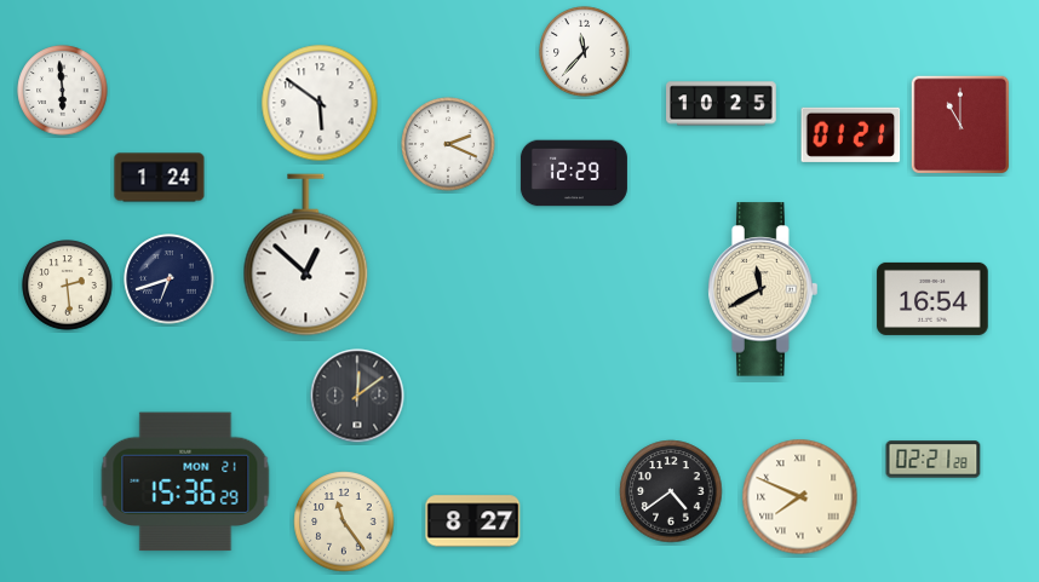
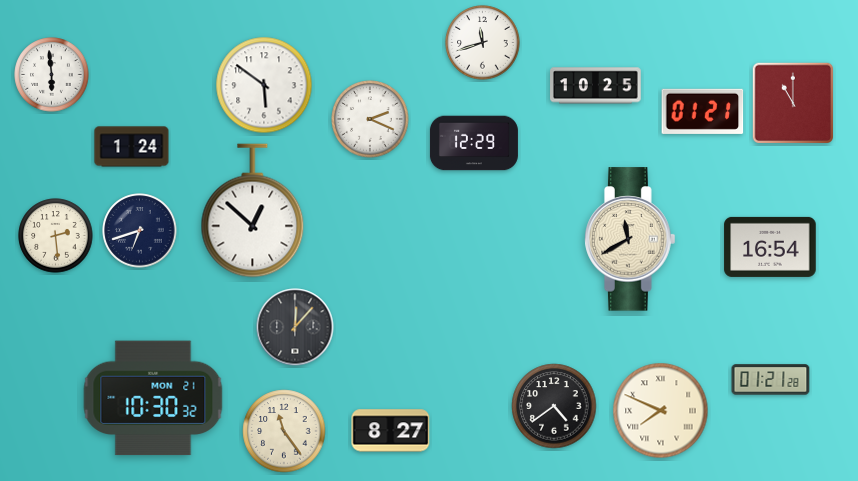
clock at (585, 52): 11:37 -> 11:42
clock at (357, 396): 12:09 -> 12:07
clock at (934, 460): 02:21 -> 01:21
clock at (185, 482): 15:36 -> 10:30
